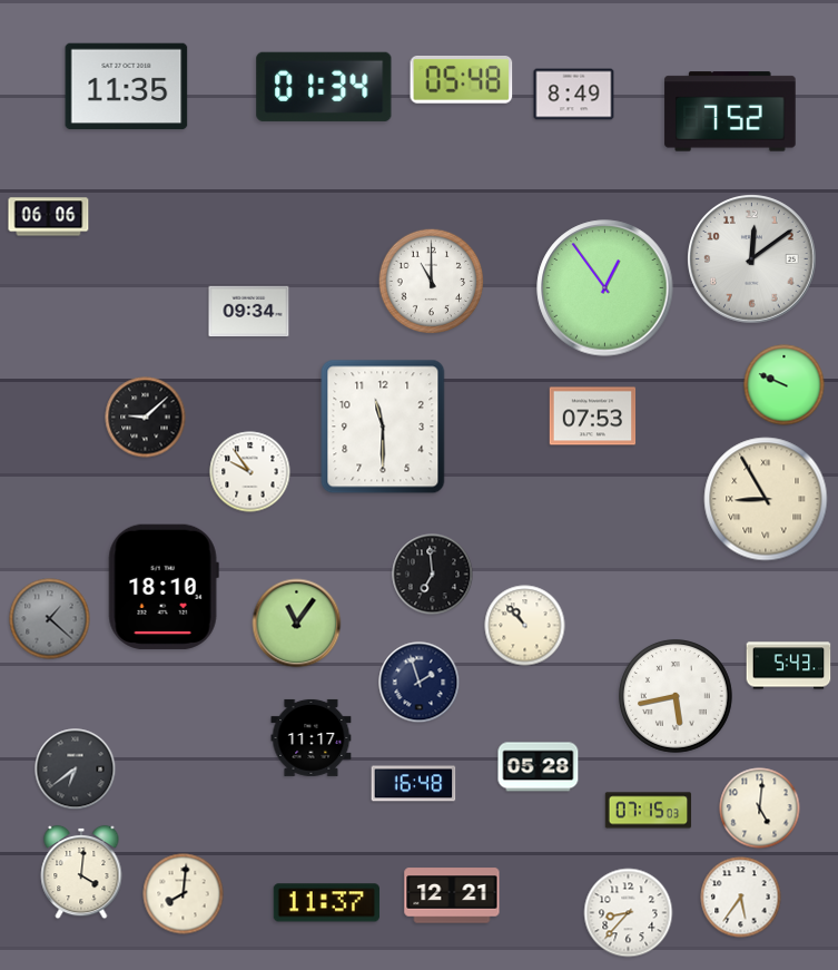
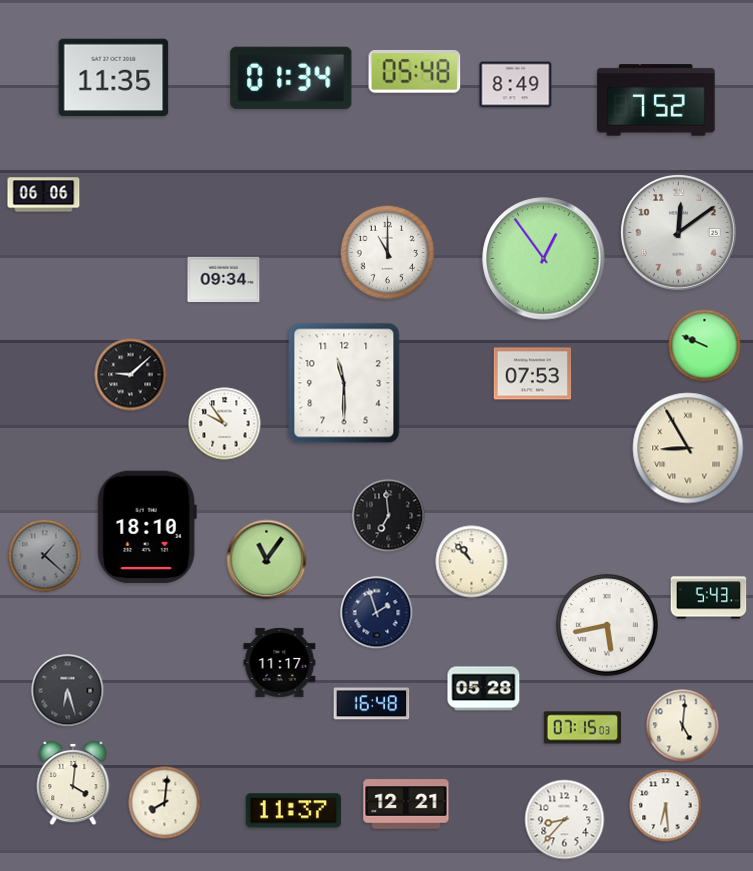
clock at (752, 259) position: (752, 259) -> (679, 233)
clock at (76, 770): 6:39 -> 6:27
clock at (741, 898): 5:36 -> 6:29
